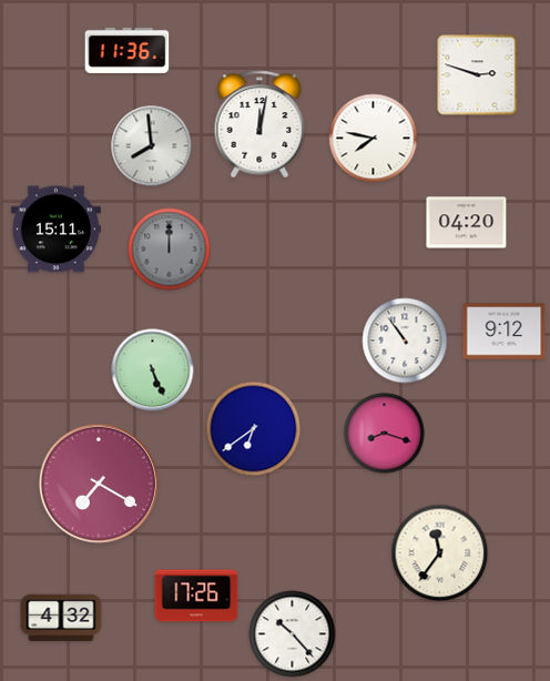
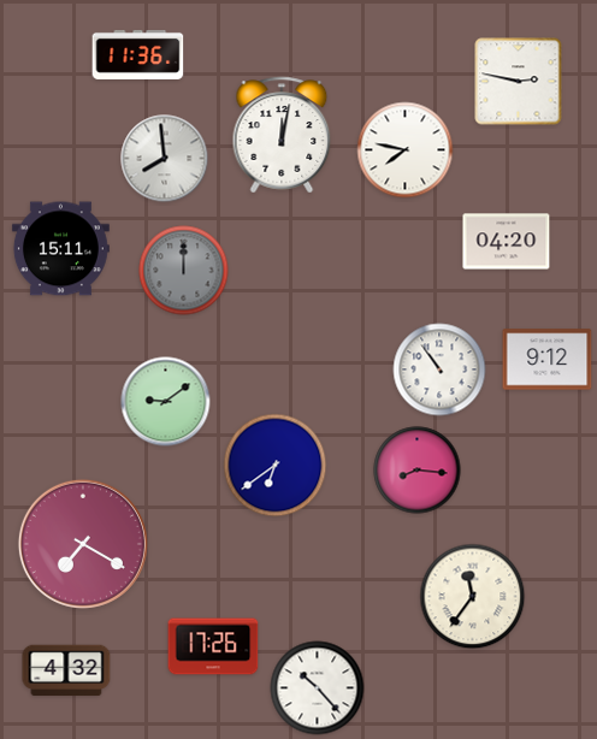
clock at (478, 75): 2:48 -> 2:47
clock at (153, 370): 5:26 -> 9:09
clock at (385, 434): 8:18 -> 8:16
clock at (99, 484) position: (99, 484) -> (83, 544)
clock at (440, 553) position: (440, 553) -> (473, 597)
